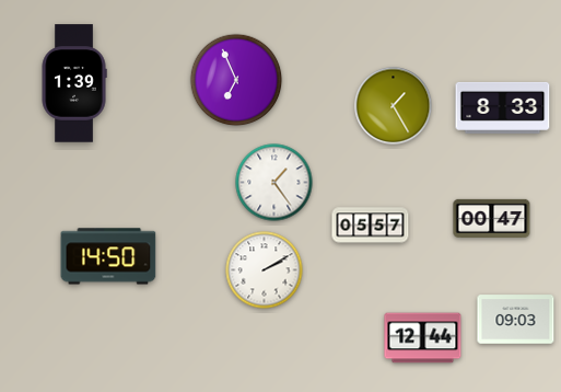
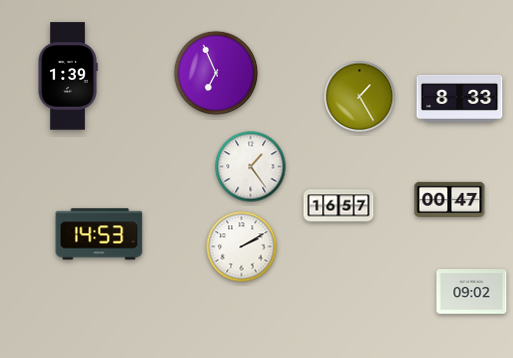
clock at (371, 226): 05:57 -> 16:57
clock at (108, 256): 14:50 -> 14:53
clock at (516, 320): 09:03 -> 09:02
clock at (423, 338): 12:44 -> none
